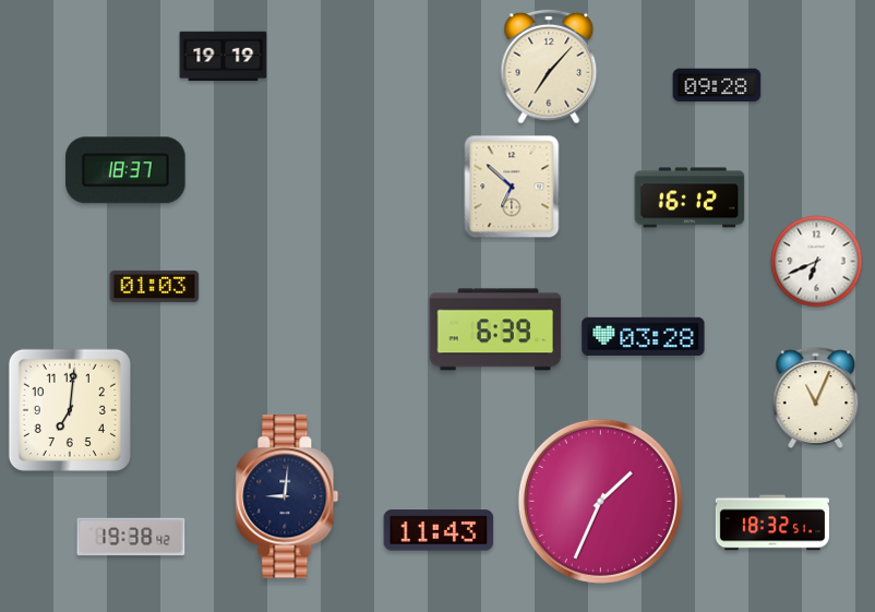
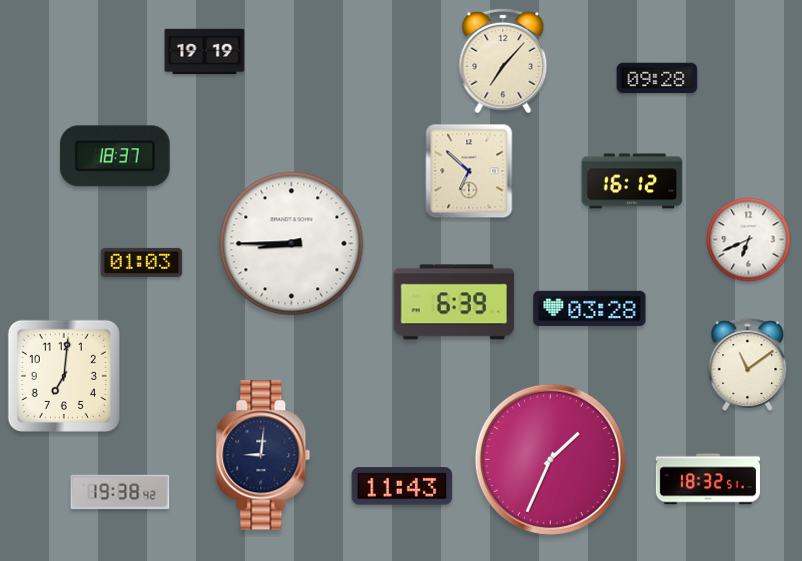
clock at (292, 244): none -> 8:45
clock at (816, 397): 11:04 -> 11:09
